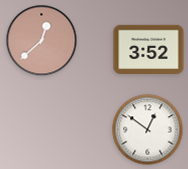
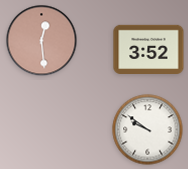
clock at (42, 41): 12:38 -> 12:29
clock at (148, 130): 12:51 -> 9:51
